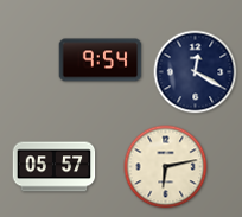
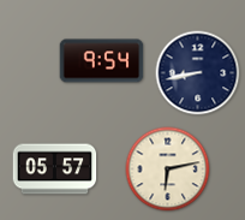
clock at (196, 72): 12:20 -> 8:43
